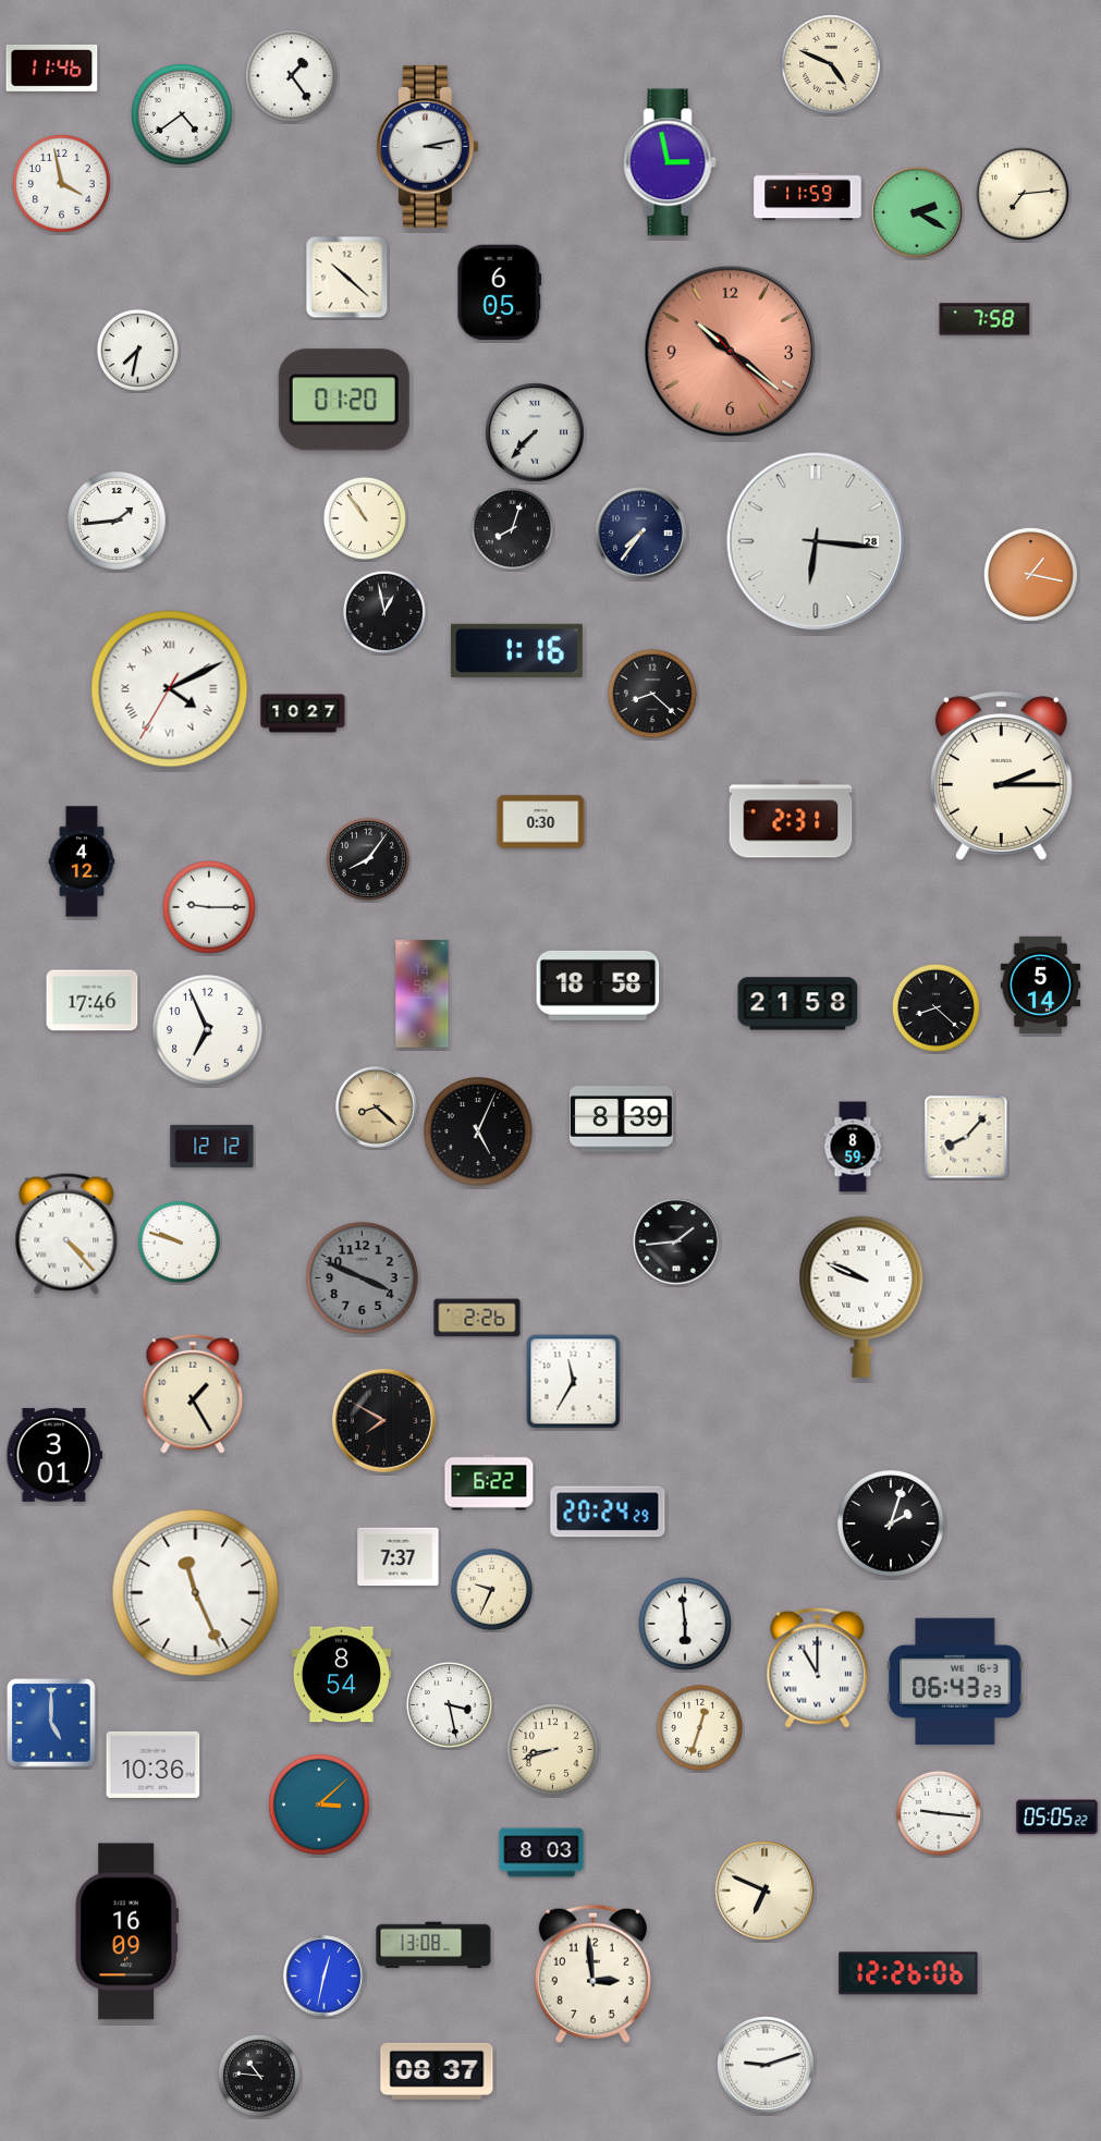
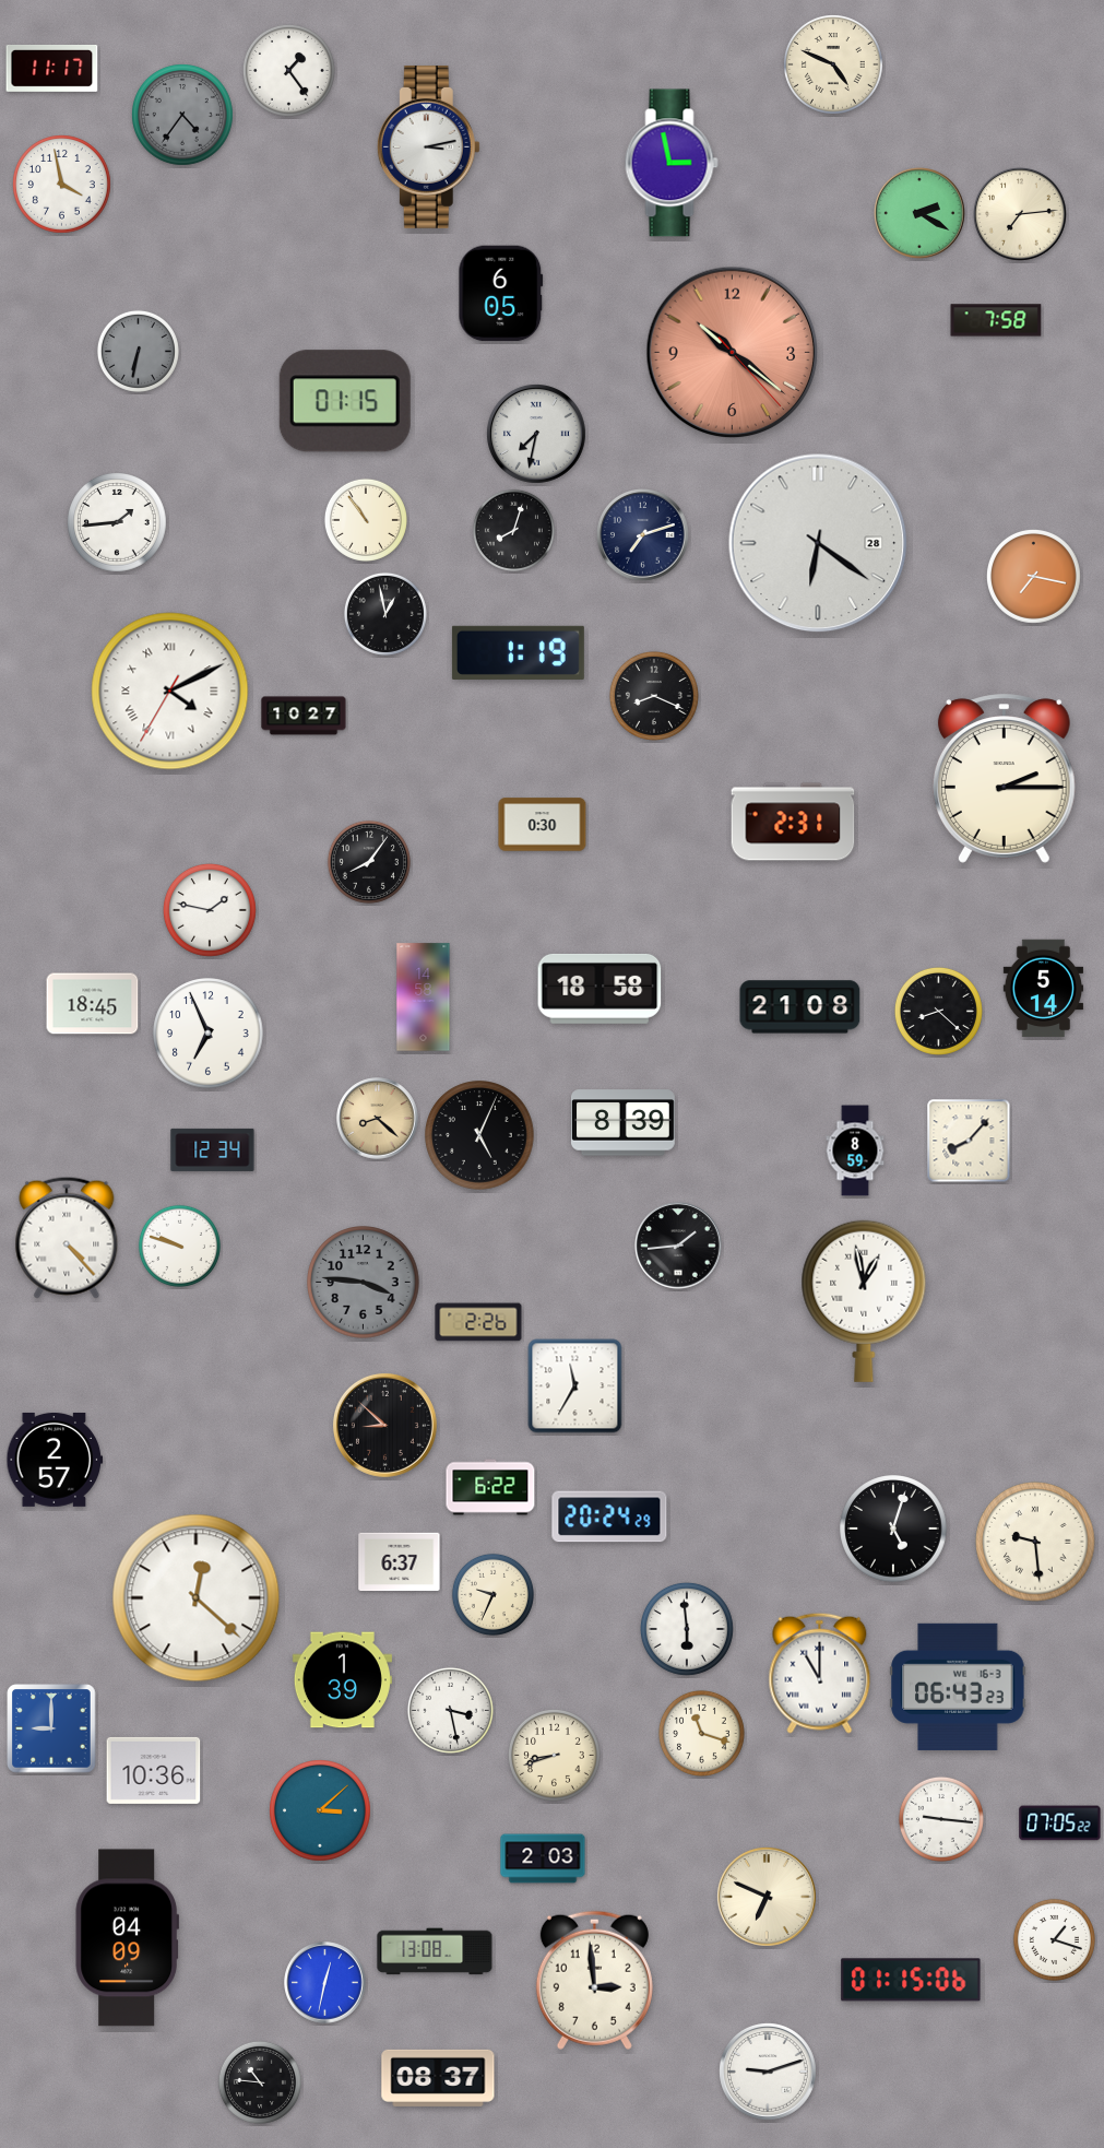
clock at (52, 68): 11:46 -> 11:17
clock at (291, 75) position: (291, 75) -> (288, 70)
clock at (183, 115): 4:39 -> 4:36
clock at (183, 115) dial: white -> grey
clock at (1024, 195) position: (1024, 195) -> (1021, 215)
clock at (808, 197): 11:59 -> none
clock at (347, 278): 10:22 -> none
clock at (984, 319) position: (984, 319) -> (996, 320)
clock at (137, 350): 7:32 -> 6:32
clock at (137, 350) dial: white -> grey
clock at (344, 400): 01:20 -> 01:15
clock at (535, 432): 7:37 -> 7:32
clock at (641, 534): 7:36 -> 7:12
clock at (816, 541): 6:16 -> 6:21
clock at (1030, 574): 1:17 -> 7:17
clock at (516, 650): 1:16 -> 1:19
clock at (652, 694): 8:22 -> 8:19
clock at (82, 861): 4:12 -> none
clock at (209, 907): 9:15 -> 1:47
clock at (93, 1001): 17:46 -> 18:45
clock at (798, 1004): 21:58 -> 21:08
clock at (377, 1108) position: (377, 1108) -> (378, 1119)
clock at (212, 1146): 12:12 -> 12:34
clock at (363, 1279): 3:49 -> 3:46
clock at (861, 1297): 9:49 -> 12:58
clock at (193, 1394): 1:25 -> none
clock at (383, 1420): 7:50 -> 8:52
clock at (54, 1455): 3:01 -> 2:57
clock at (891, 1524): 2:03 -> 5:03
clock at (1035, 1542): none -> 9:29
clock at (399, 1557): 7:37 -> 6:37
clock at (196, 1593): 11:26 -> 12:22
clock at (341, 1675): 8:54 -> 1:39
clock at (51, 1723): 5:00 -> 9:00
clock at (699, 1727): 12:33 -> 11:18
clock at (1057, 1818): 05:05 -> 07:05
clock at (541, 1852): 8:03 -> 2:03
clock at (126, 1932): 16:09 -> 04:09
clock at (1054, 1939): none -> 1:18
clock at (908, 1973): 12:26 -> 01:15
